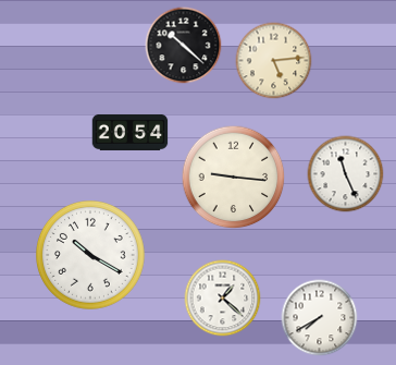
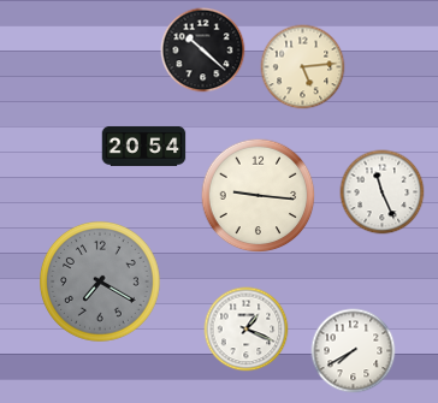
clock at (91, 256): 10:20 -> 7:20
clock at (91, 256) dial: white -> grey
clock at (223, 299): 1:22 -> 1:19
